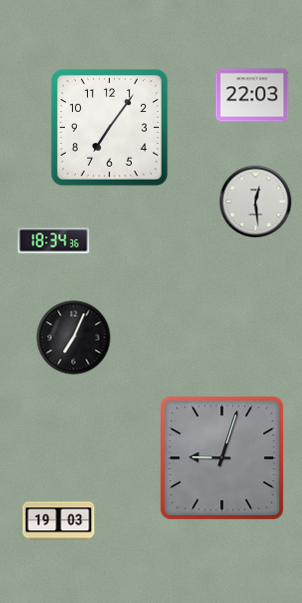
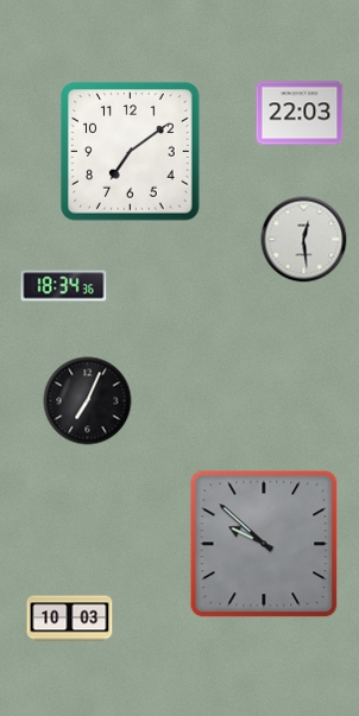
clock at (110, 128): 7:06 -> 7:09
clock at (222, 458): 9:03 -> 9:52
clock at (59, 521): 19:03 -> 10:03
